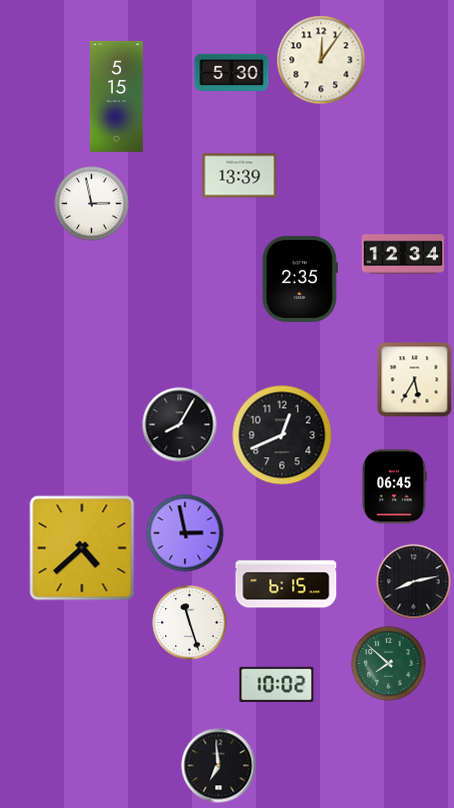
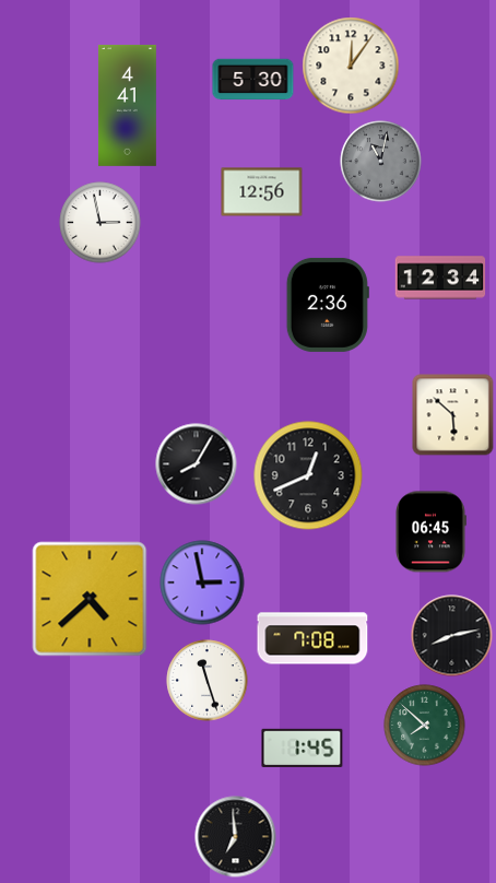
clock at (116, 96): 5:15 -> 4:41
clock at (381, 162): none -> 11:02
clock at (240, 176): 13:39 -> 12:56
clock at (300, 279): 2:35 -> 2:36
clock at (415, 380): 5:35 -> 5:52
clock at (286, 584): 6:15 -> 7:08
clock at (277, 684): 10:02 -> 1:45
clock at (219, 766) position: (219, 766) -> (236, 837)
